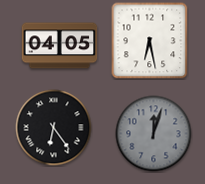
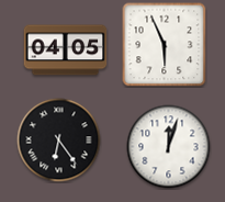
clock at (150, 41): 6:28 -> 5:56
clock at (154, 134) dial: grey -> white
